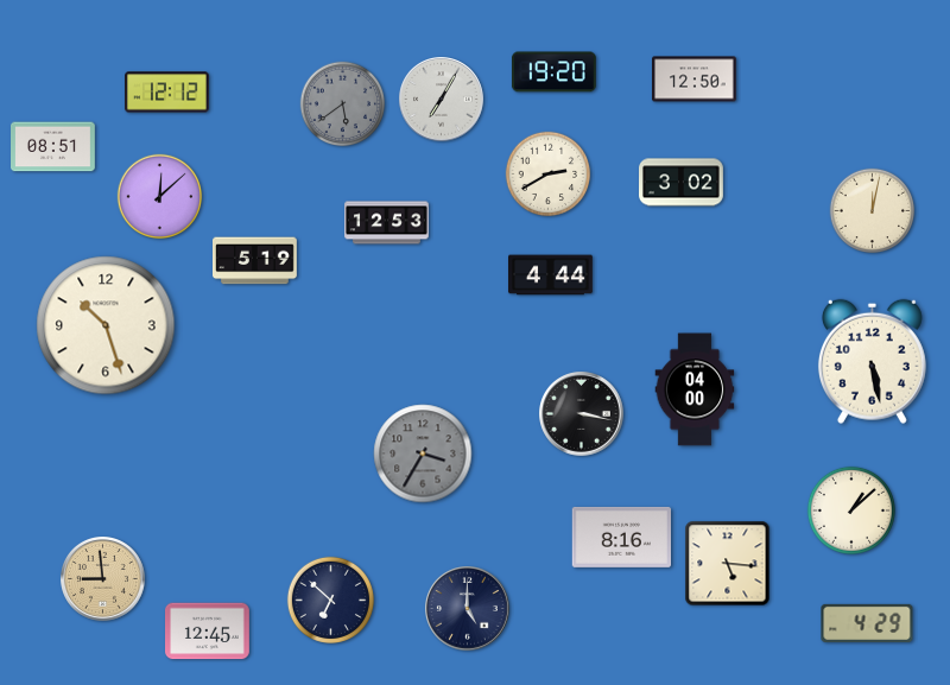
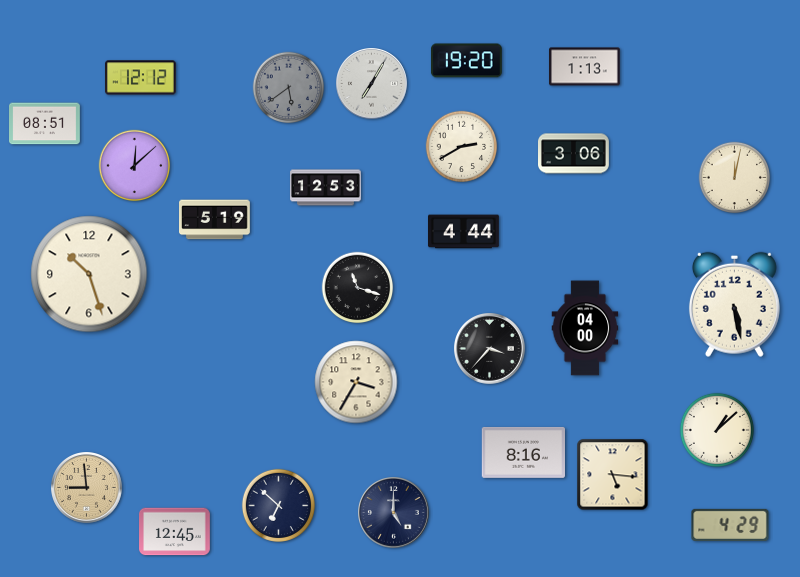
clock at (695, 80): 12:50 -> 1:13
clock at (682, 183): 3:02 -> 3:06
clock at (358, 288): none -> 11:18
clock at (582, 414): 3:17 -> 3:37
clock at (423, 454) dial: grey -> cream
